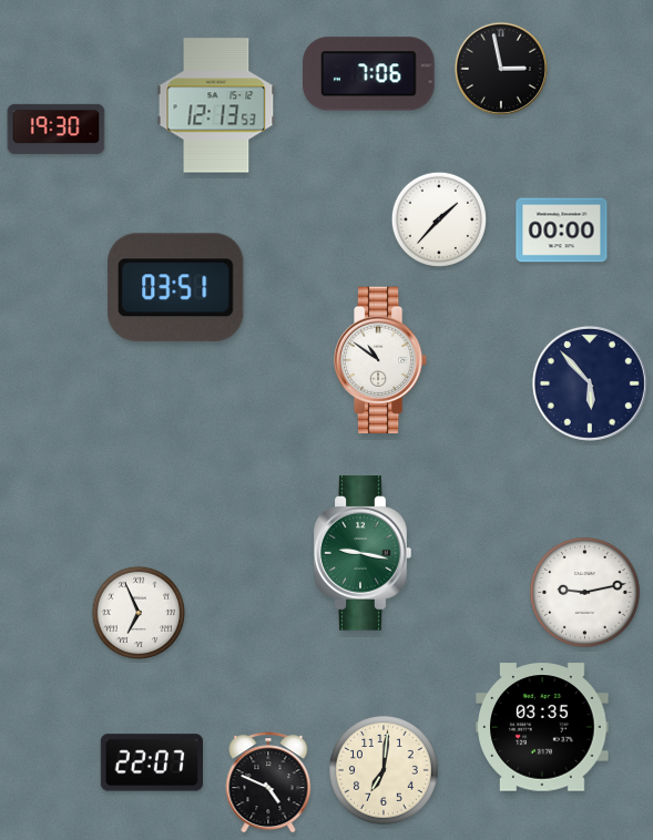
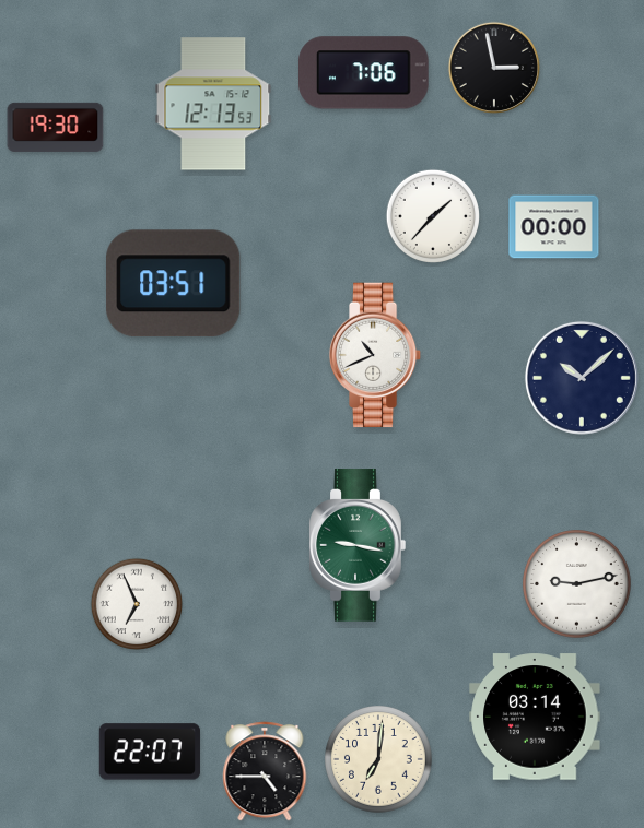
clock at (380, 360): 10:51 -> 10:41
clock at (590, 383): 5:53 -> 10:08
clock at (542, 727): 03:35 -> 03:14
clock at (268, 782): 4:49 -> 4:45
